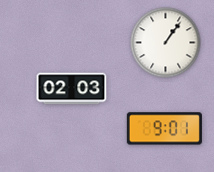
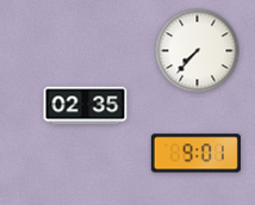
clock at (166, 43): 1:06 -> 7:37
clock at (72, 89): 02:03 -> 02:35
